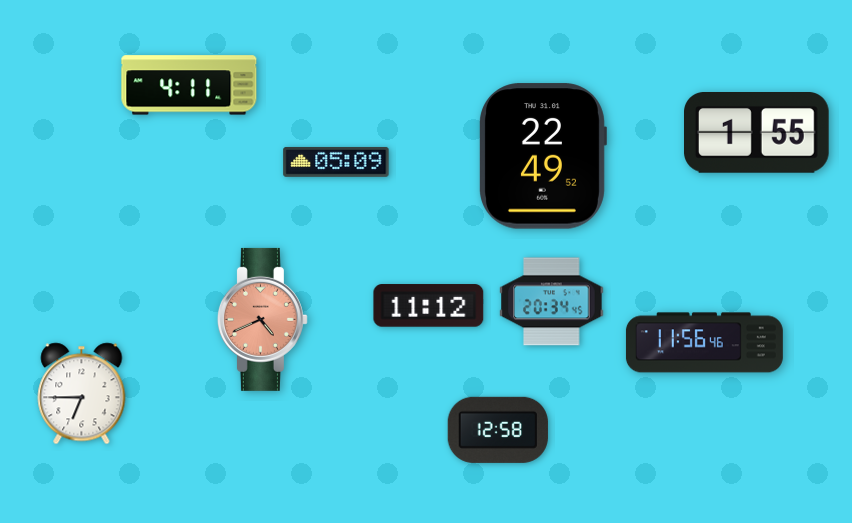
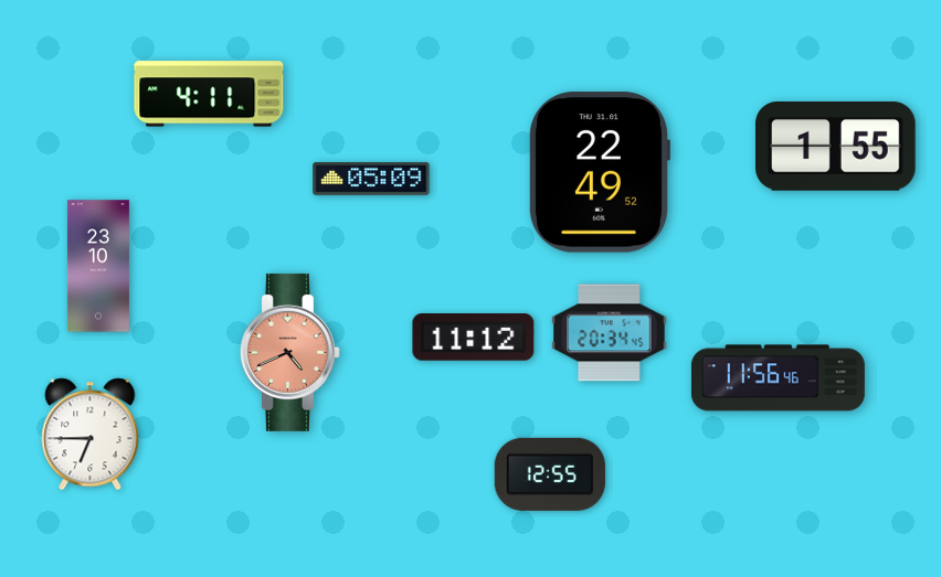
clock at (98, 266): none -> 23:10
clock at (498, 430): 12:58 -> 12:55
